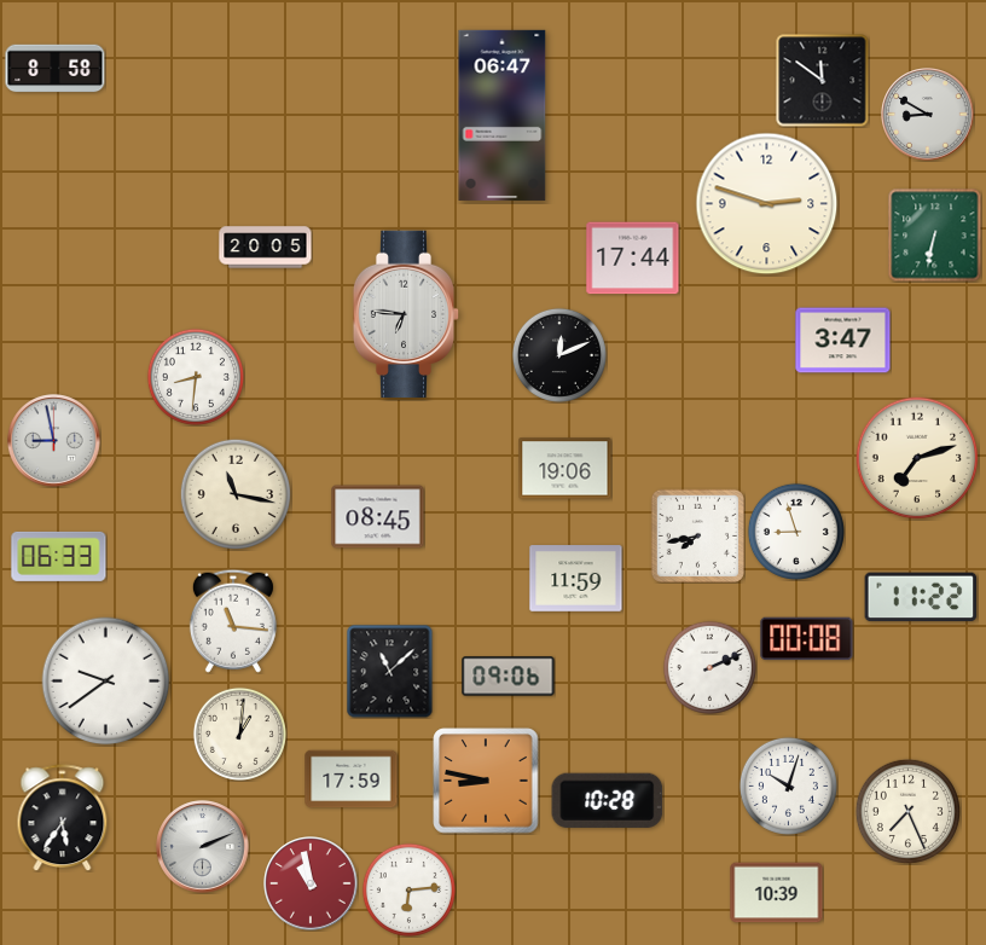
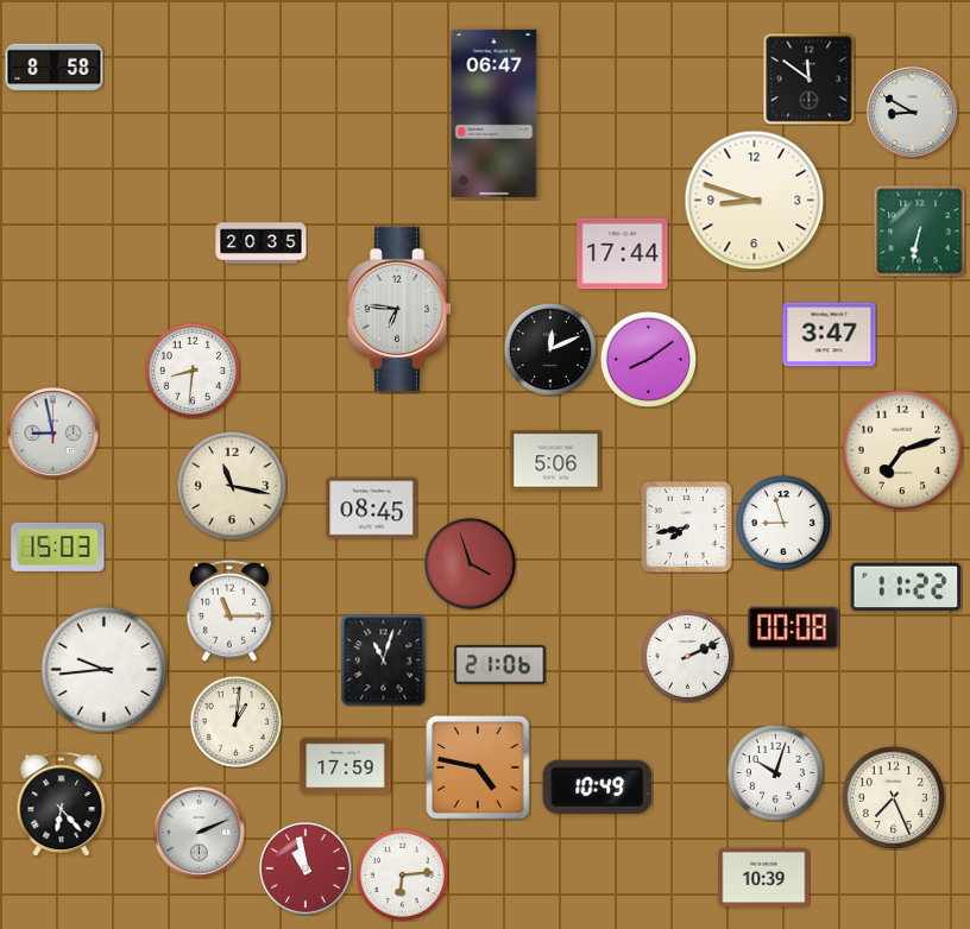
clock at (767, 204): 2:48 -> 8:48
clock at (266, 248): 20:05 -> 20:35
clock at (648, 359): none -> 8:09
clock at (565, 469): 19:06 -> 5:06
clock at (59, 556): 06:33 -> 15:03
clock at (470, 563): none -> 3:57
clock at (576, 579): 11:59 -> none
clock at (233, 621): 11:16 -> 11:15
clock at (709, 667) position: (709, 667) -> (687, 656)
clock at (390, 671): 11:08 -> 11:03
clock at (509, 677): 09:06 -> 21:06
clock at (106, 682): 9:39 -> 9:44
clock at (486, 781): 8:47 -> 4:47
clock at (608, 800): 10:28 -> 10:49
clock at (63, 818): 5:36 -> 6:23
